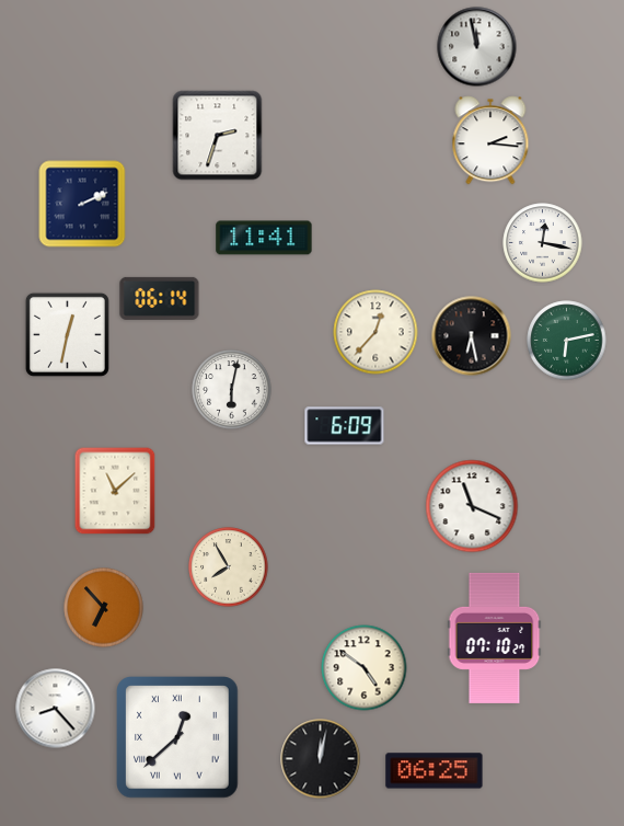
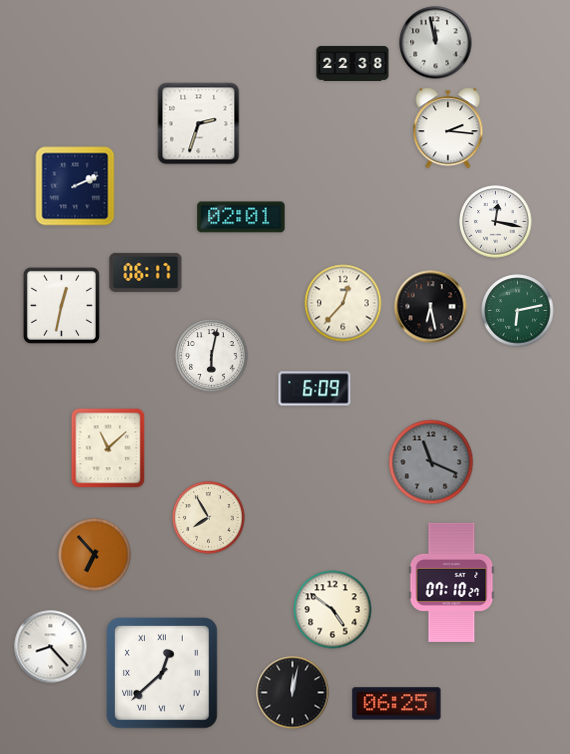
clock at (353, 63): none -> 22:38
clock at (264, 238): 11:41 -> 02:01
clock at (160, 298): 06:14 -> 06:17
clock at (115, 491) position: (115, 491) -> (108, 448)
clock at (472, 506) dial: white -> grey
